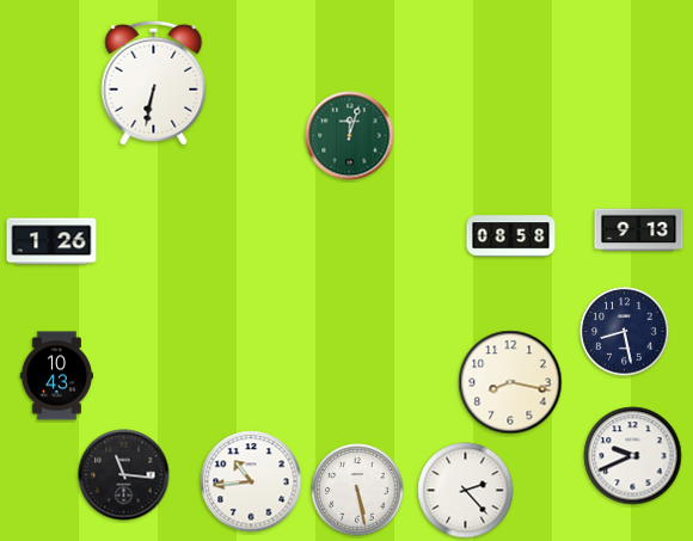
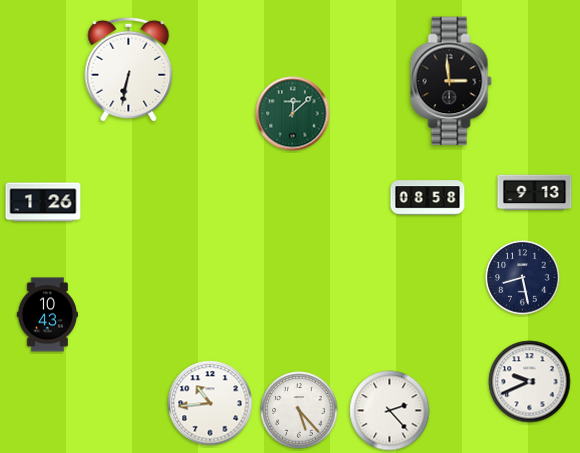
clock at (451, 81): none -> 2:59
clock at (350, 136): 12:03 -> 12:08
clock at (510, 382): 8:17 -> none
clock at (124, 475): 11:16 -> none
clock at (357, 490): 5:28 -> 5:23
